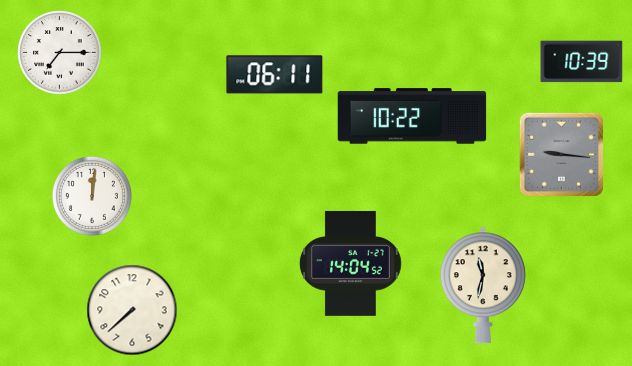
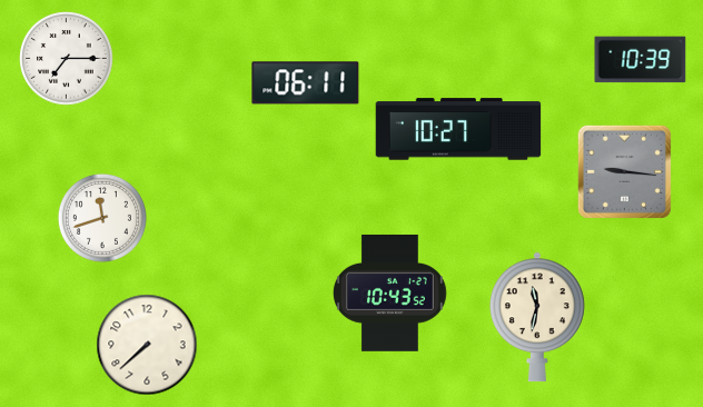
clock at (582, 62) position: (582, 62) -> (641, 60)
clock at (412, 116): 10:22 -> 10:27
clock at (92, 196): 12:01 -> 11:42
clock at (350, 263): 14:04 -> 10:43
